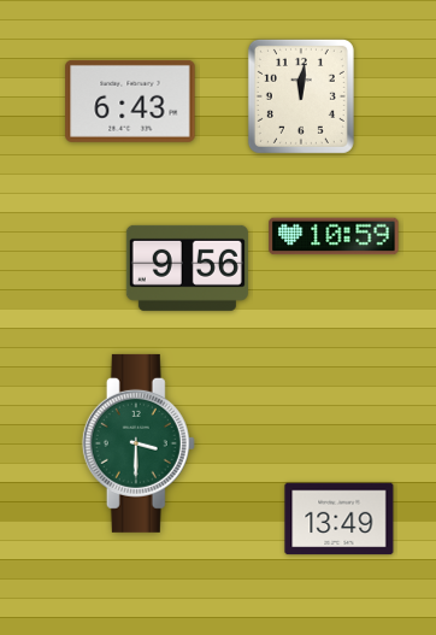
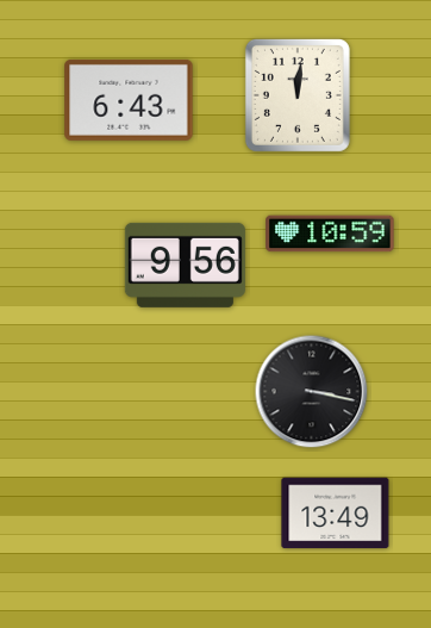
clock at (312, 392): none -> 3:17
clock at (139, 443): 3:30 -> none
